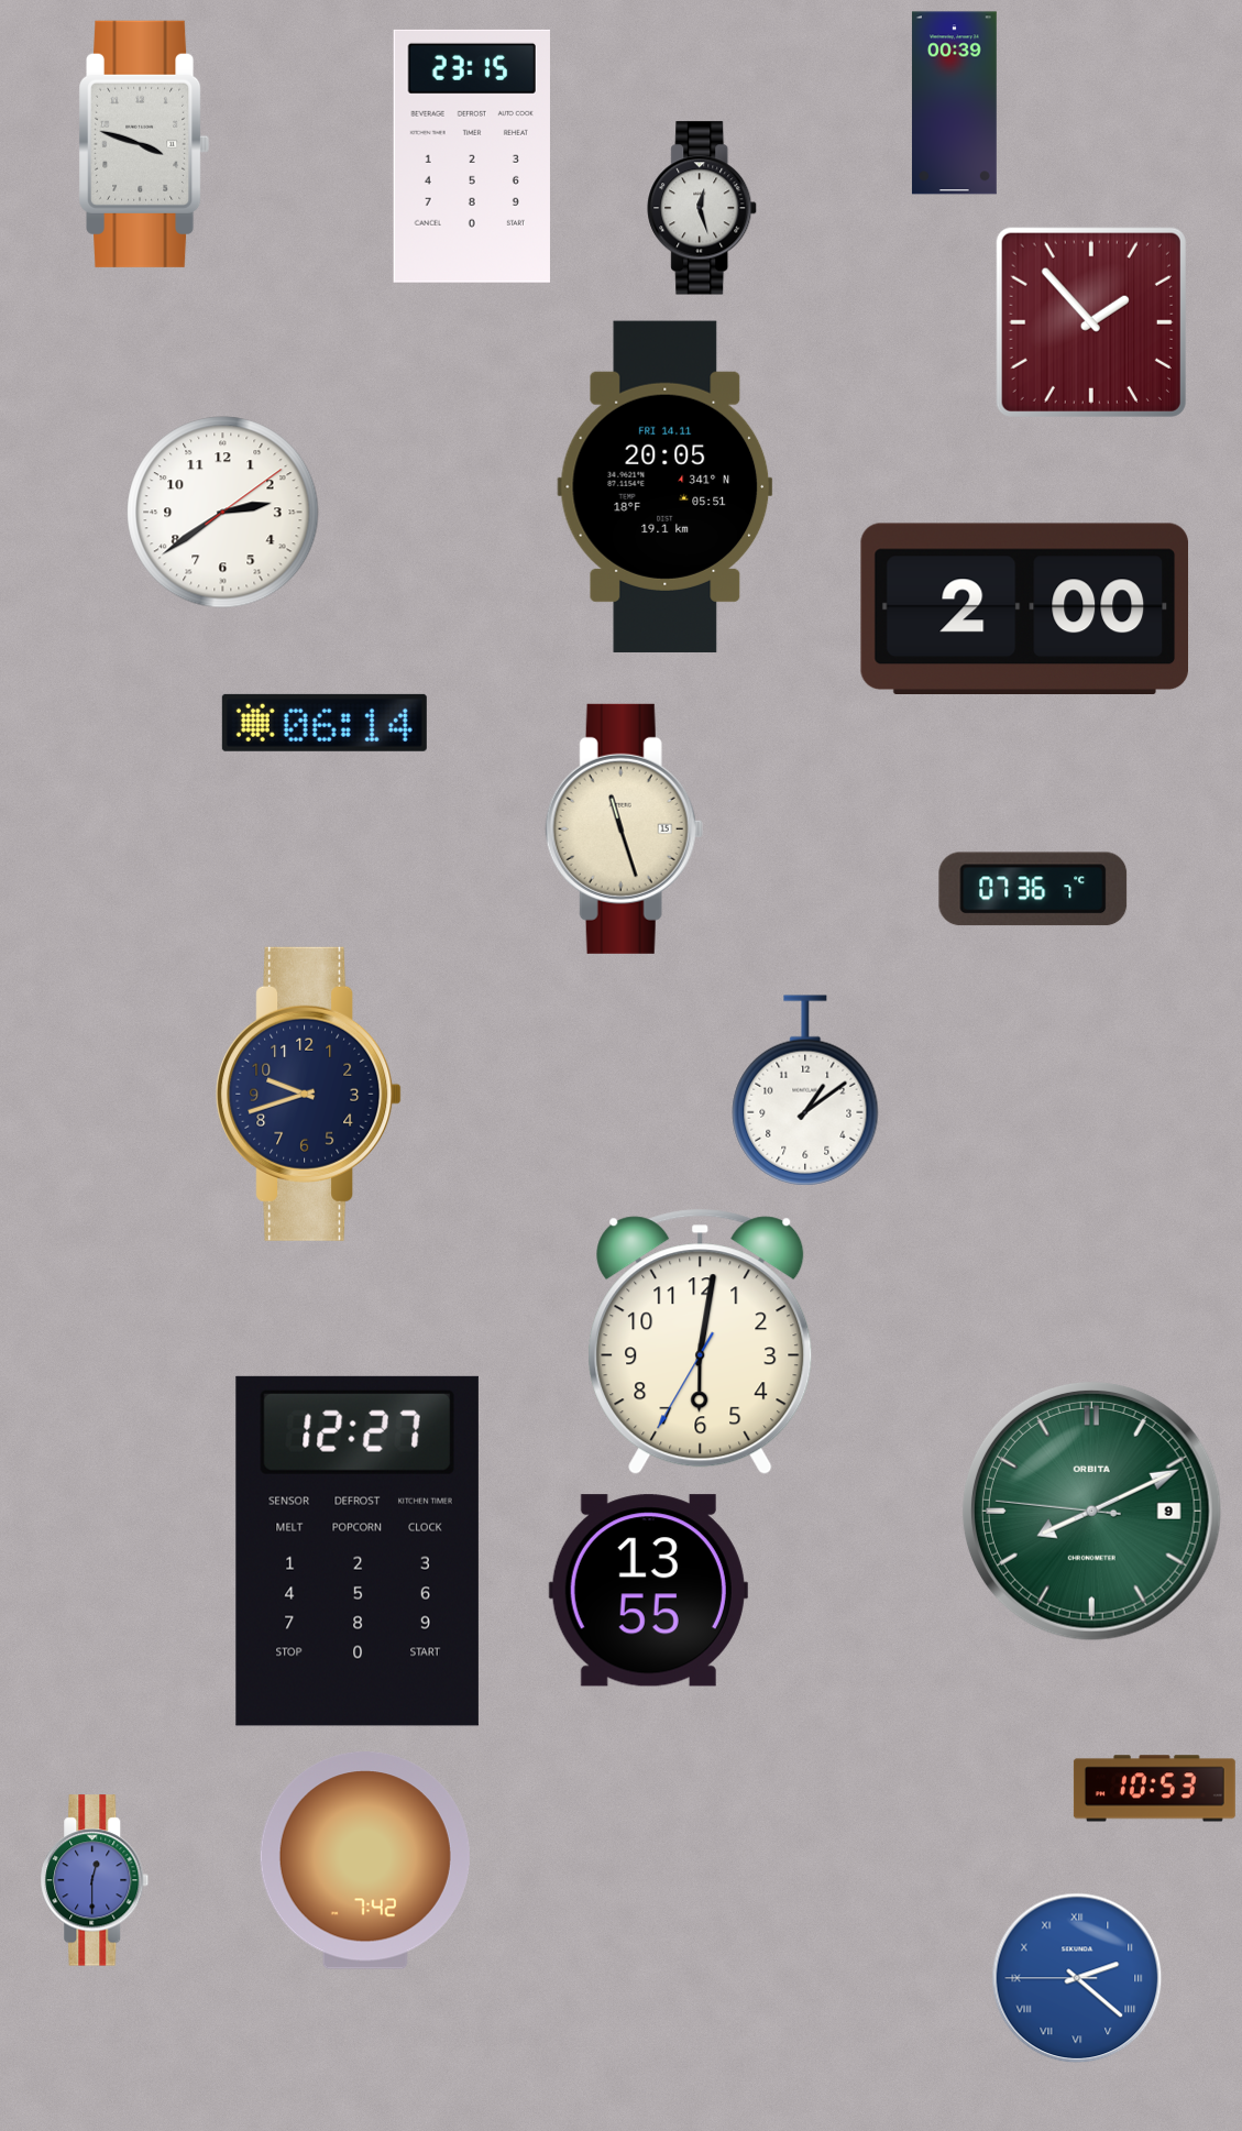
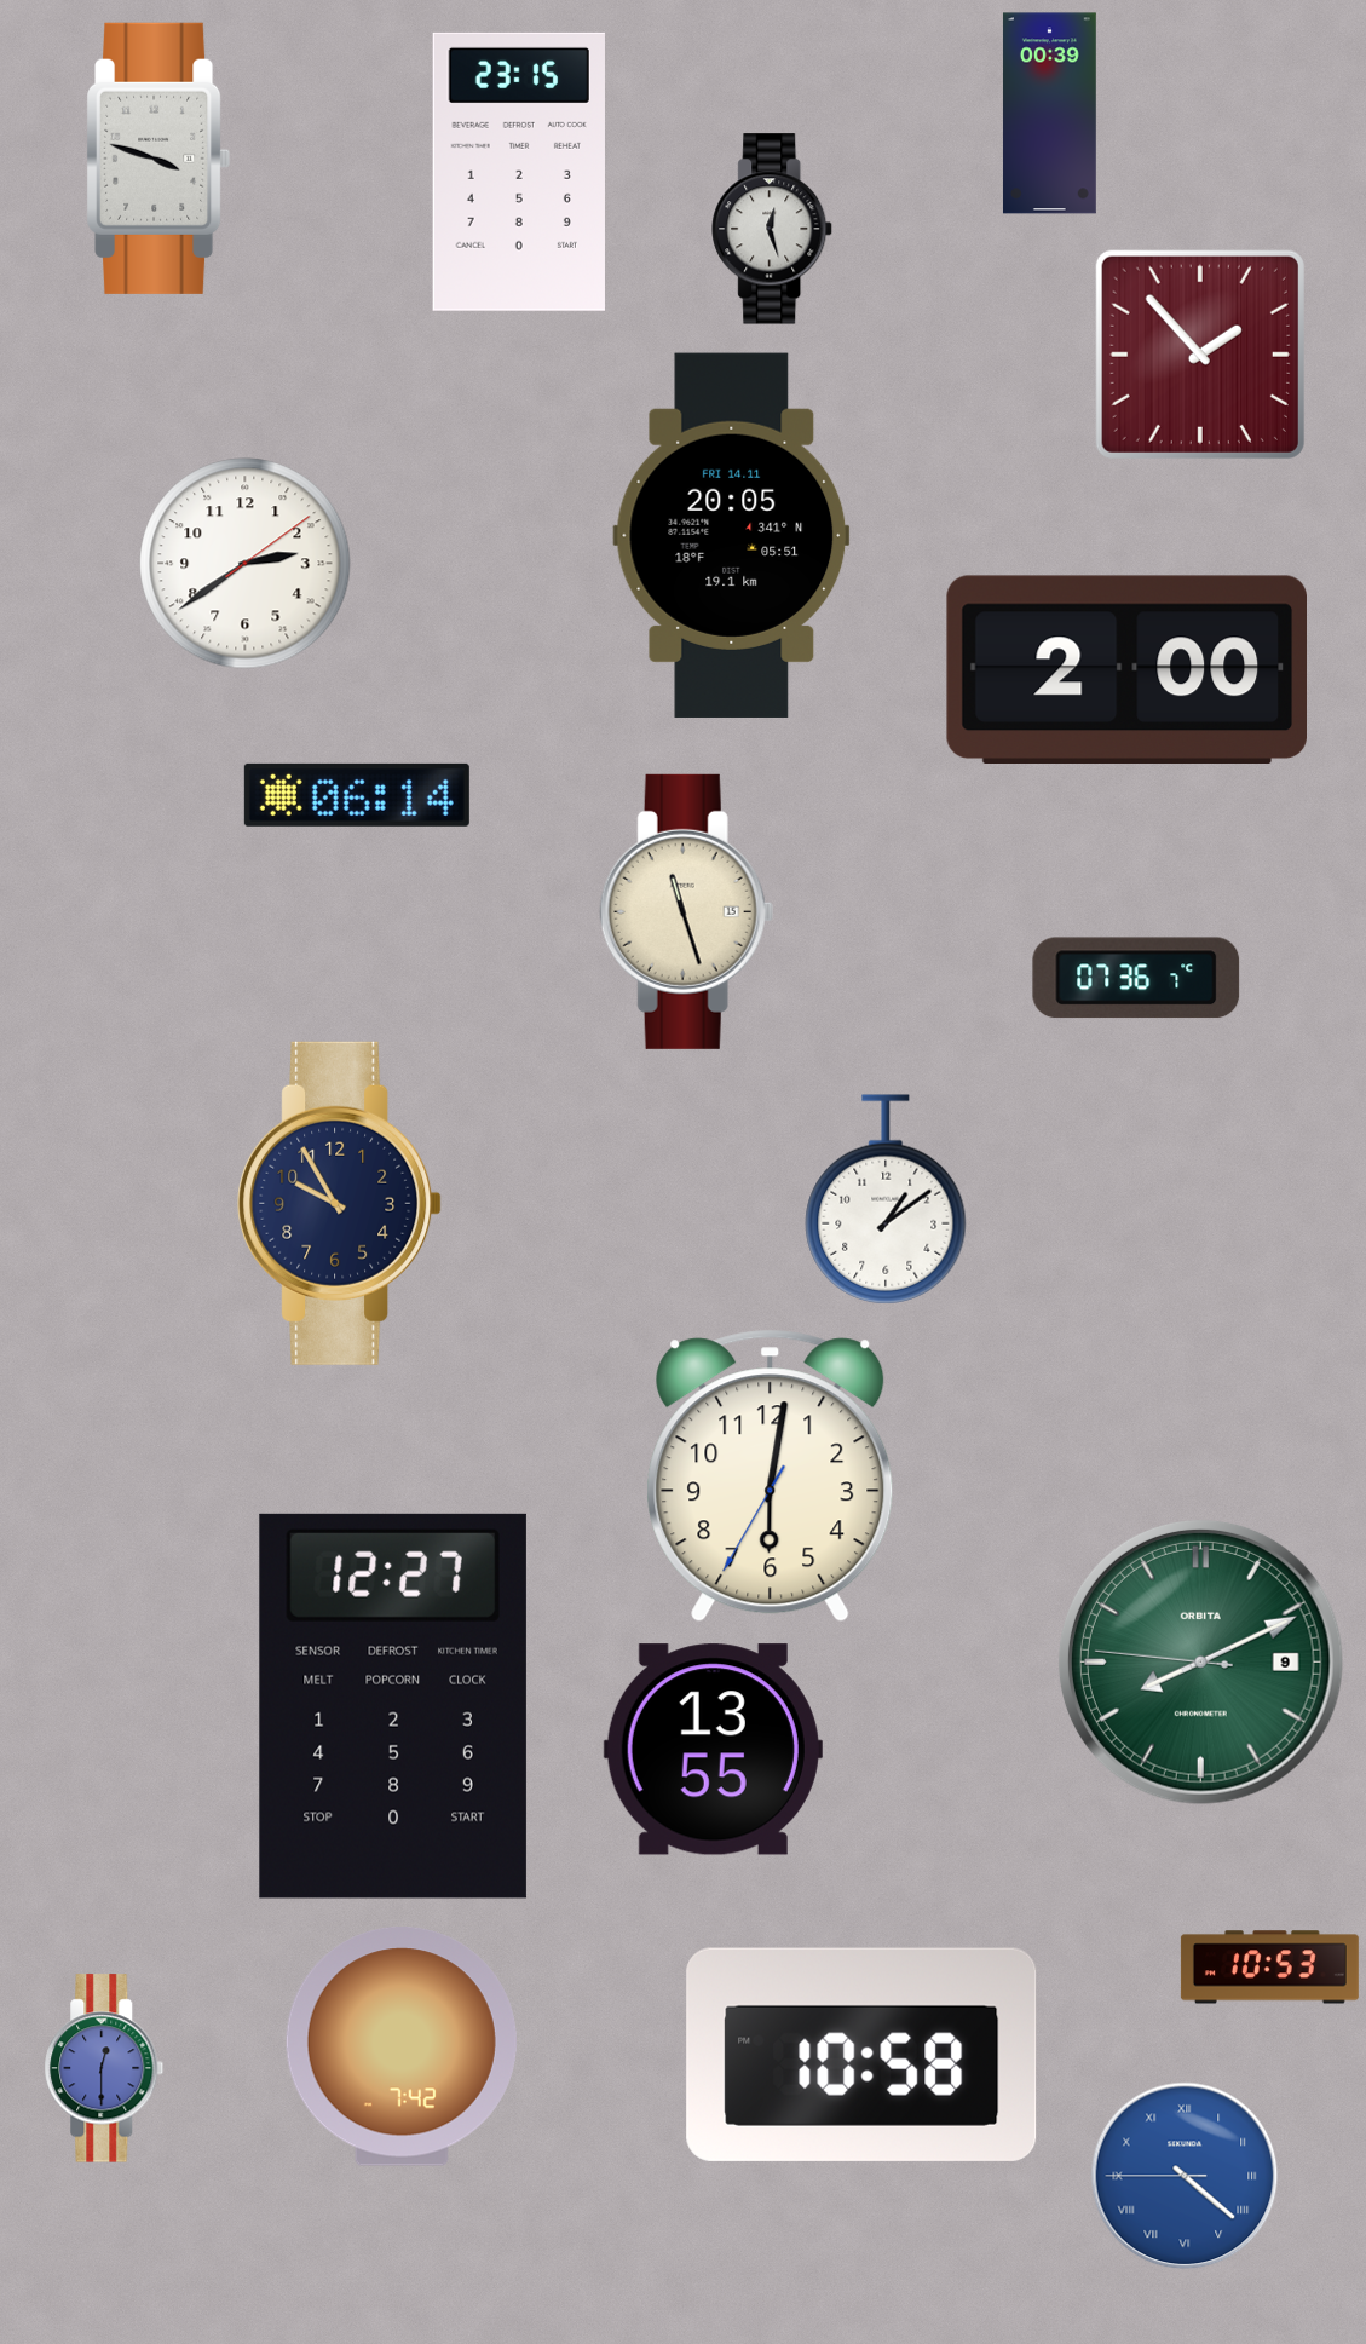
clock at (309, 1094): 9:42 -> 9:55
clock at (861, 2055): none -> 10:58
clock at (1077, 1978): 2:21 -> 4:21
